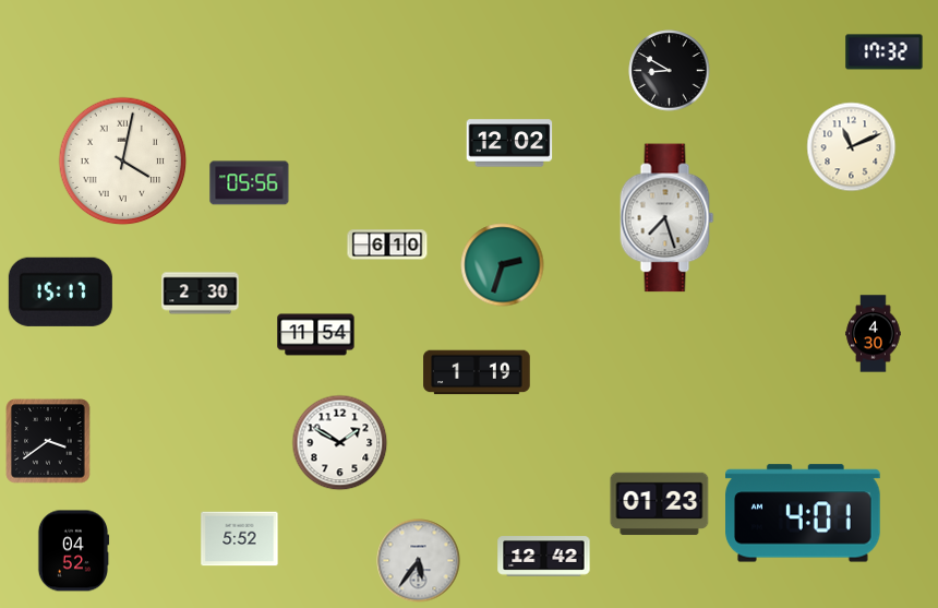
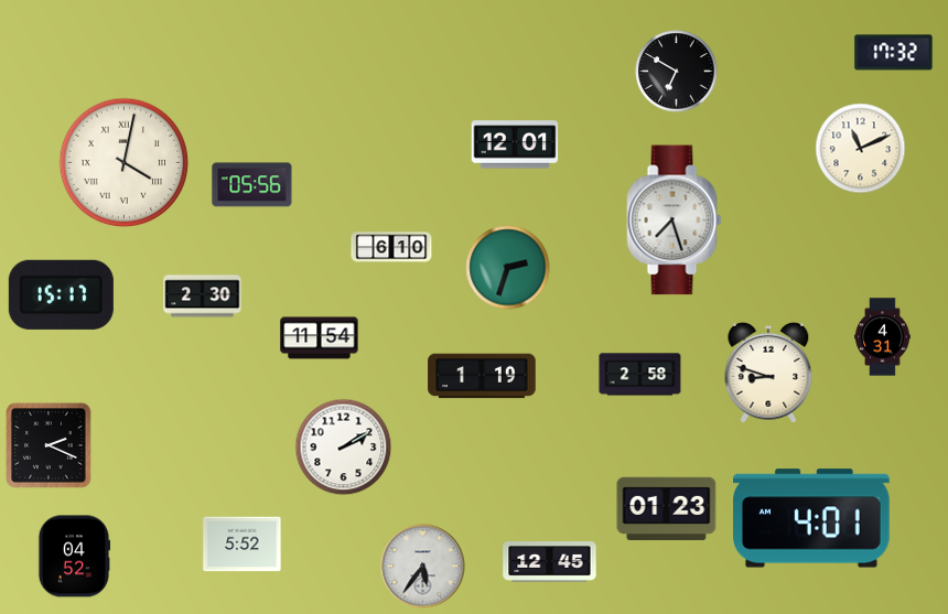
clock at (670, 71): 8:50 -> 6:50
clock at (509, 143): 12:02 -> 12:01
clock at (874, 334): 4:30 -> 4:31
clock at (768, 373): none -> 8:48
clock at (640, 375): none -> 2:58
clock at (48, 441): 3:39 -> 2:19
clock at (340, 443): 1:50 -> 2:10
clock at (544, 557): 12:42 -> 12:45
